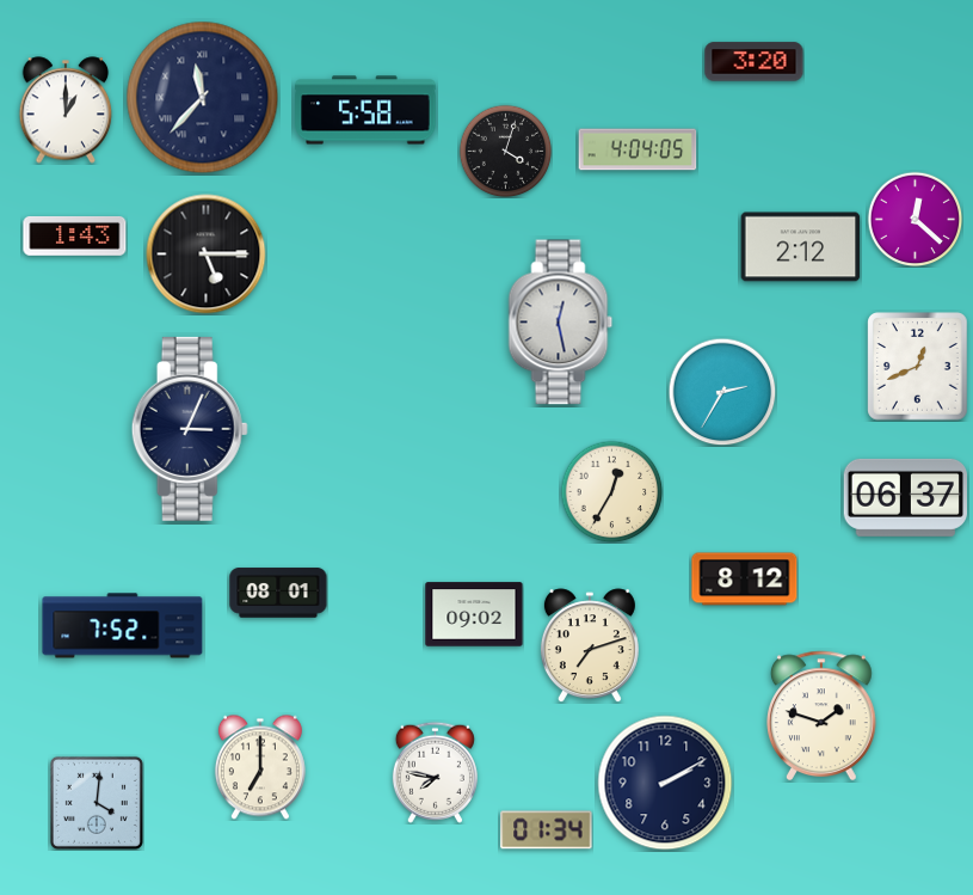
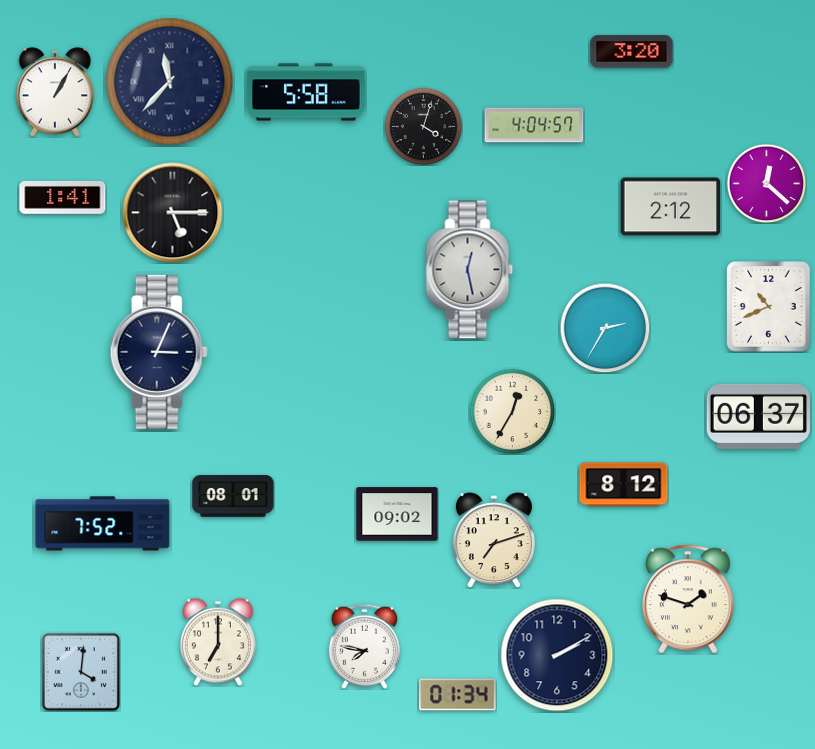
clock at (66, 110): 1:00 -> 1:05
clock at (638, 149): 4:04:05 -> 4:04:57
clock at (75, 235): 1:43 -> 1:41
clock at (918, 367): 12:41 -> 10:41
clock at (190, 429) position: (190, 429) -> (159, 352)
